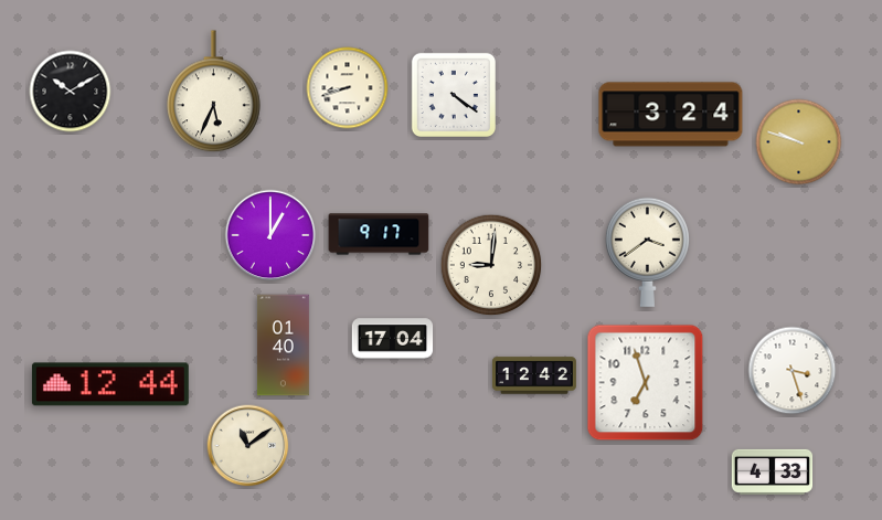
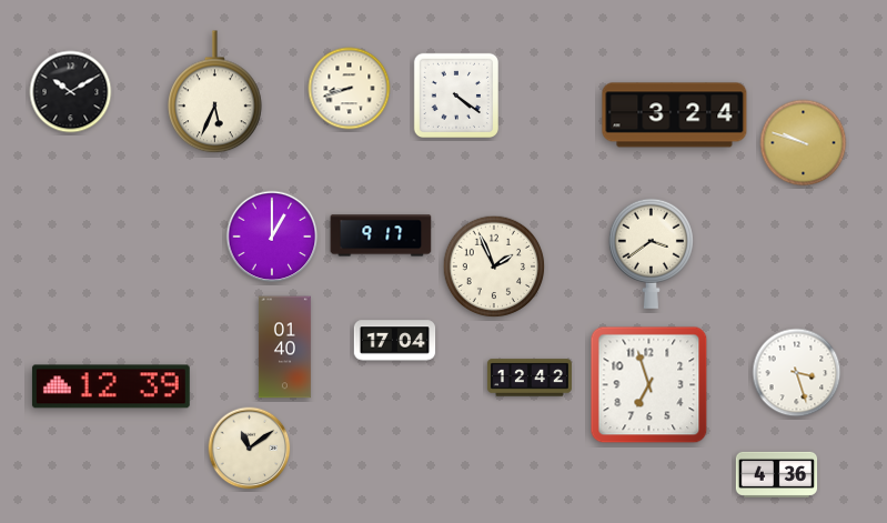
clock at (491, 265): 9:01 -> 1:56
clock at (534, 375) position: (534, 375) -> (530, 378)
clock at (110, 384): 12:44 -> 12:39
clock at (773, 471): 4:33 -> 4:36
